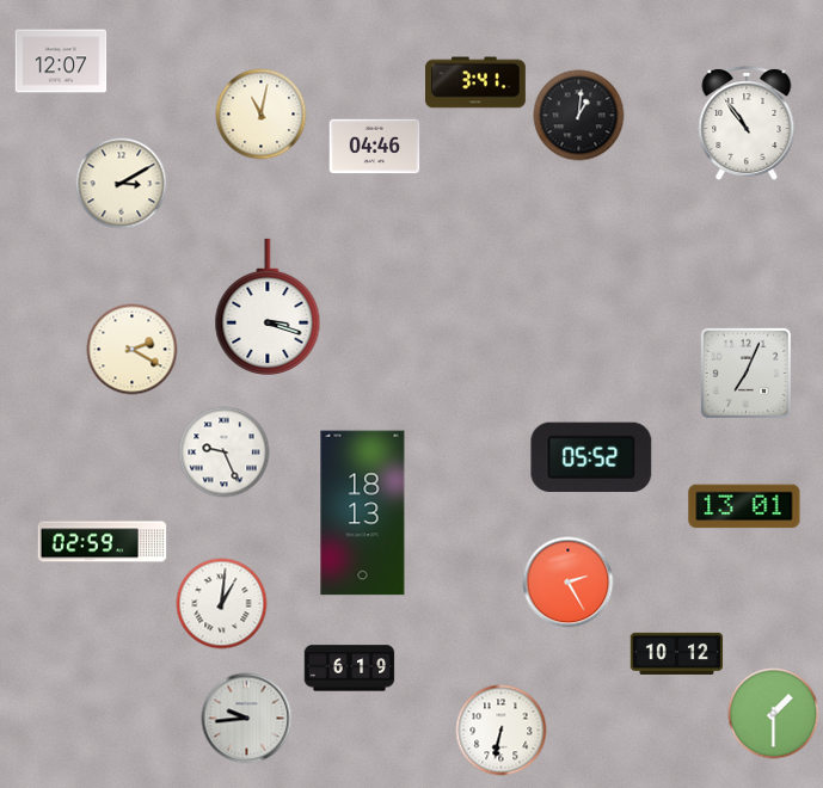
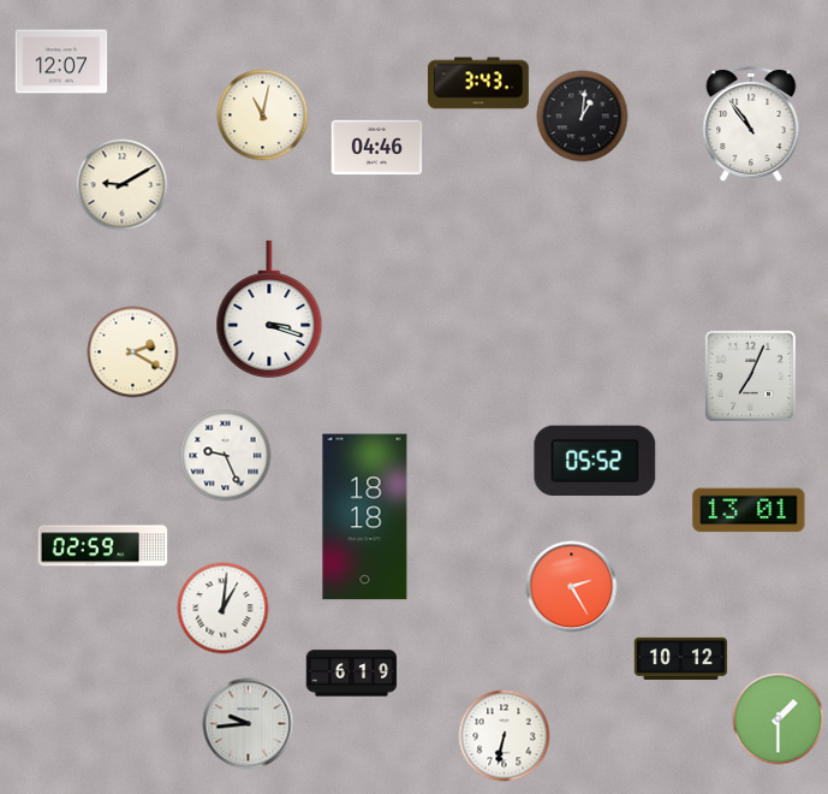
clock at (477, 82): 3:41 -> 3:43
clock at (122, 184): 3:10 -> 9:10
clock at (363, 513): 18:13 -> 18:18
